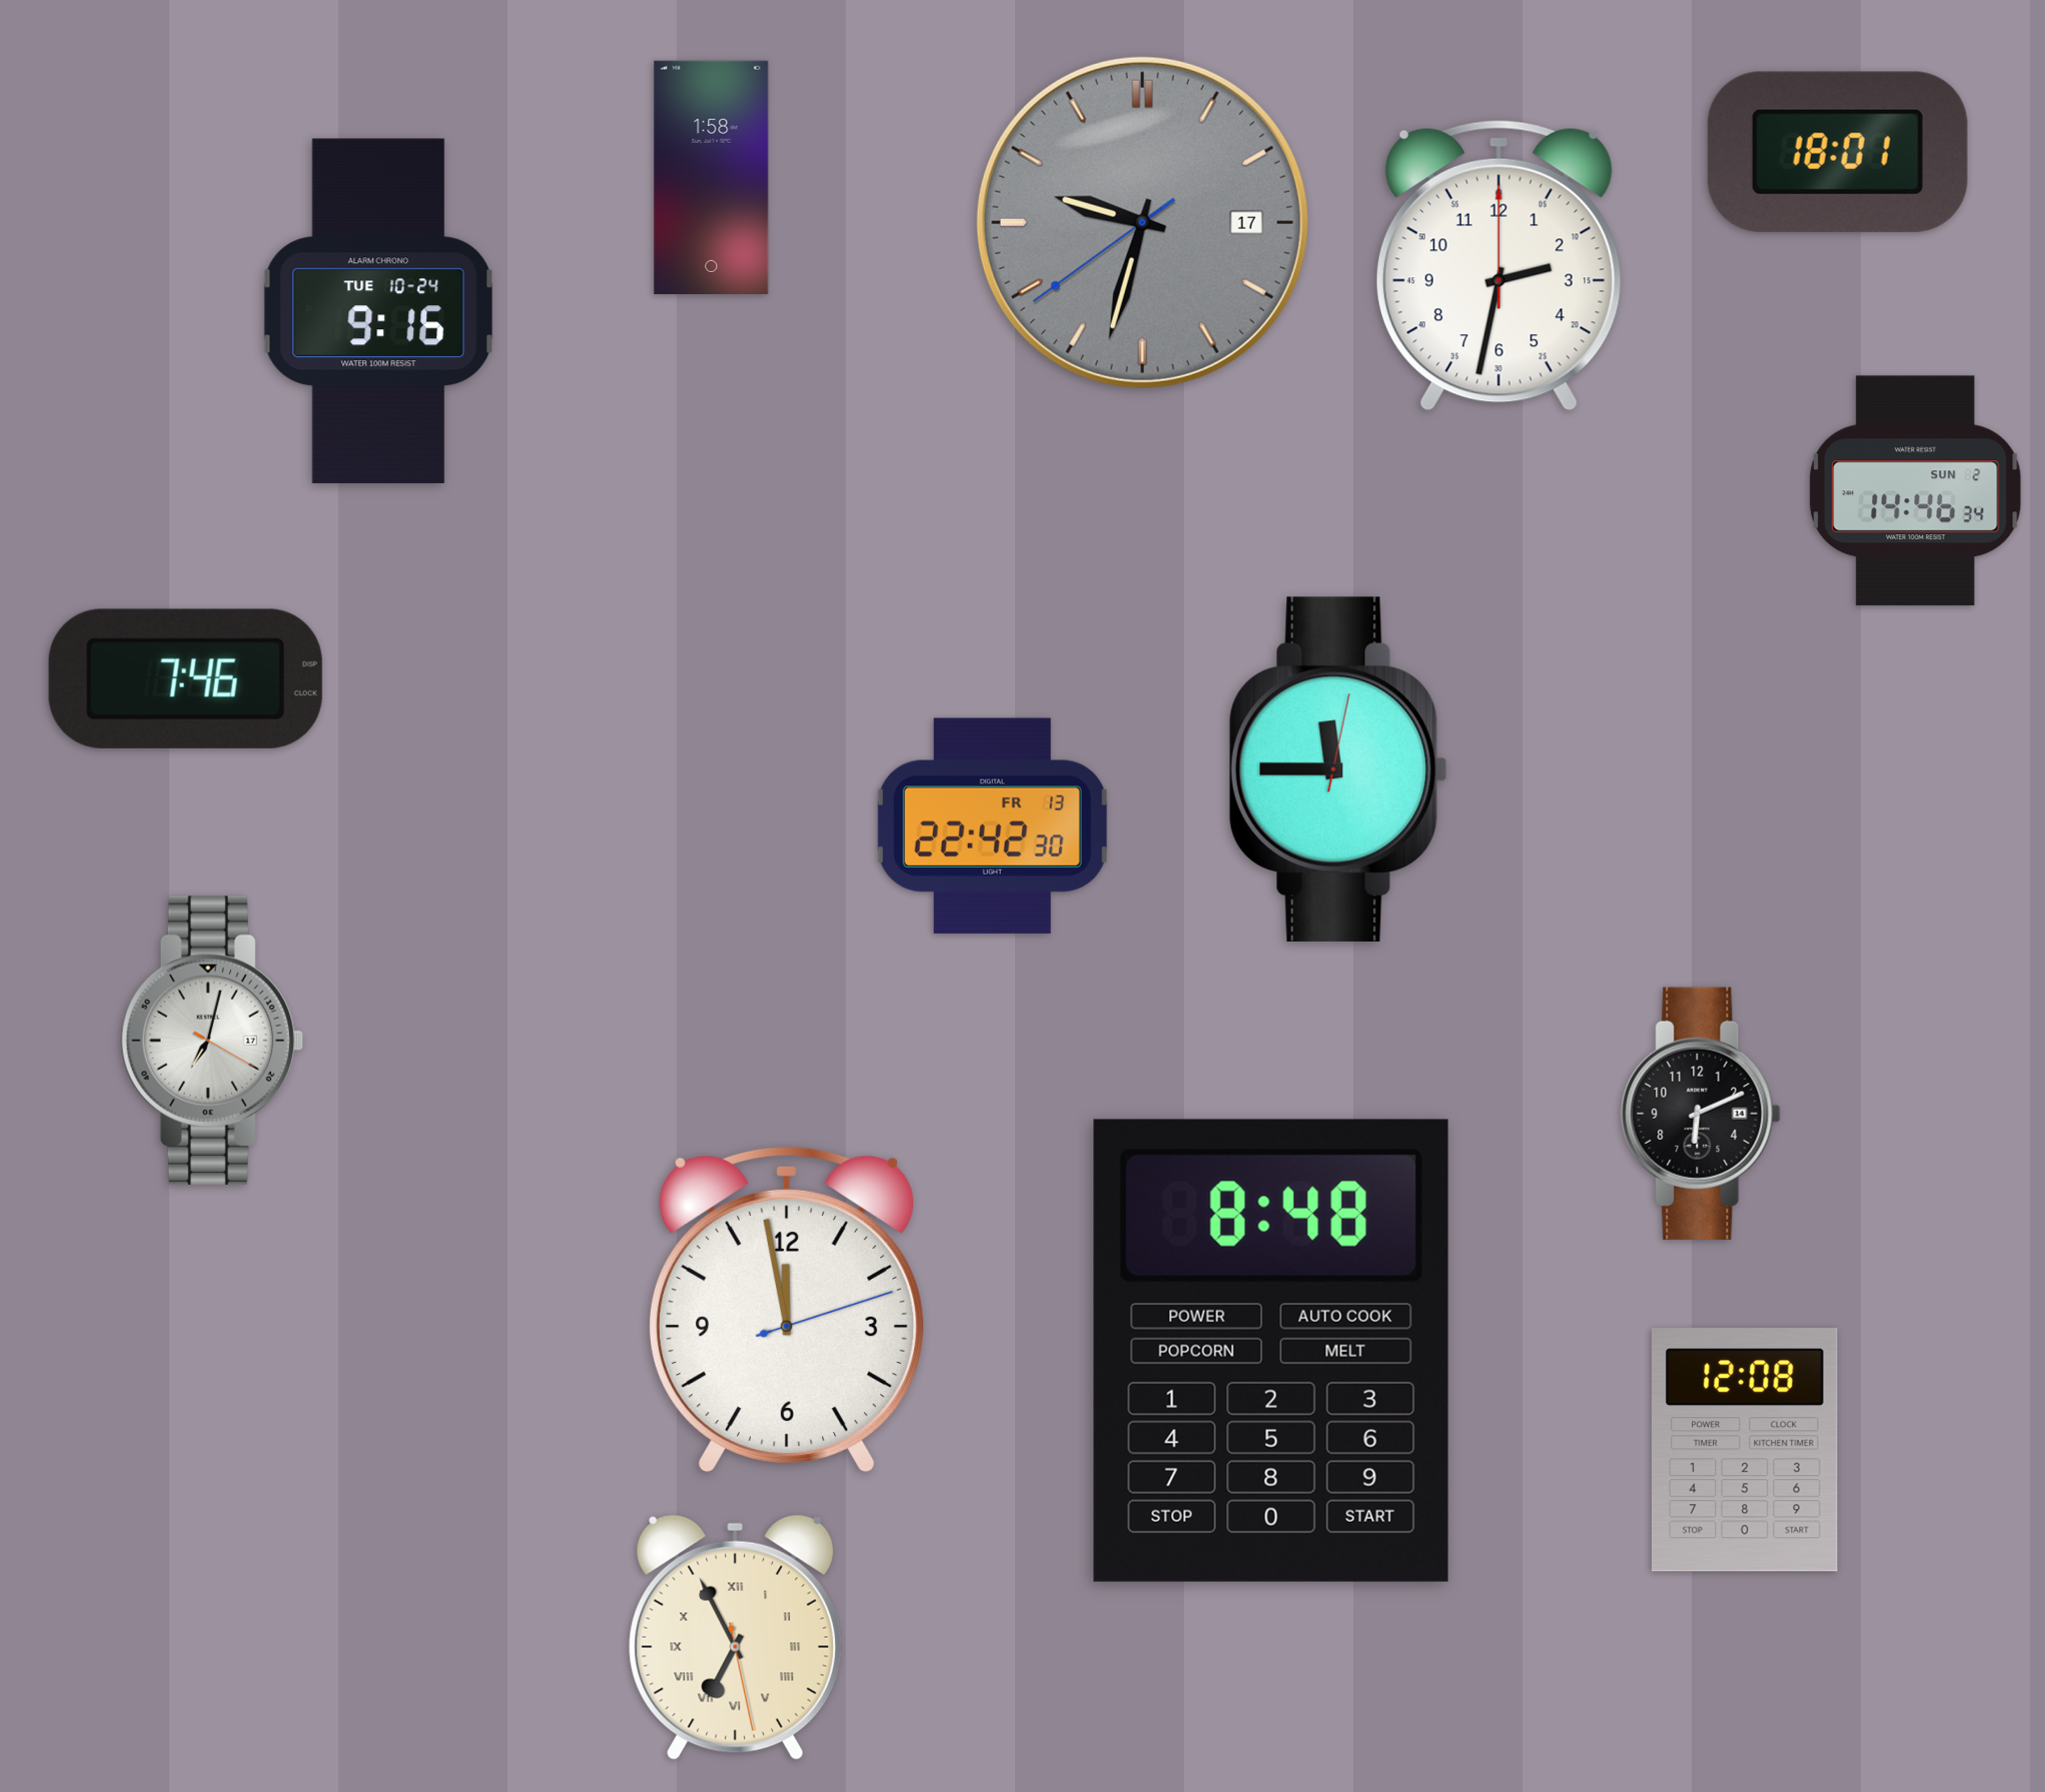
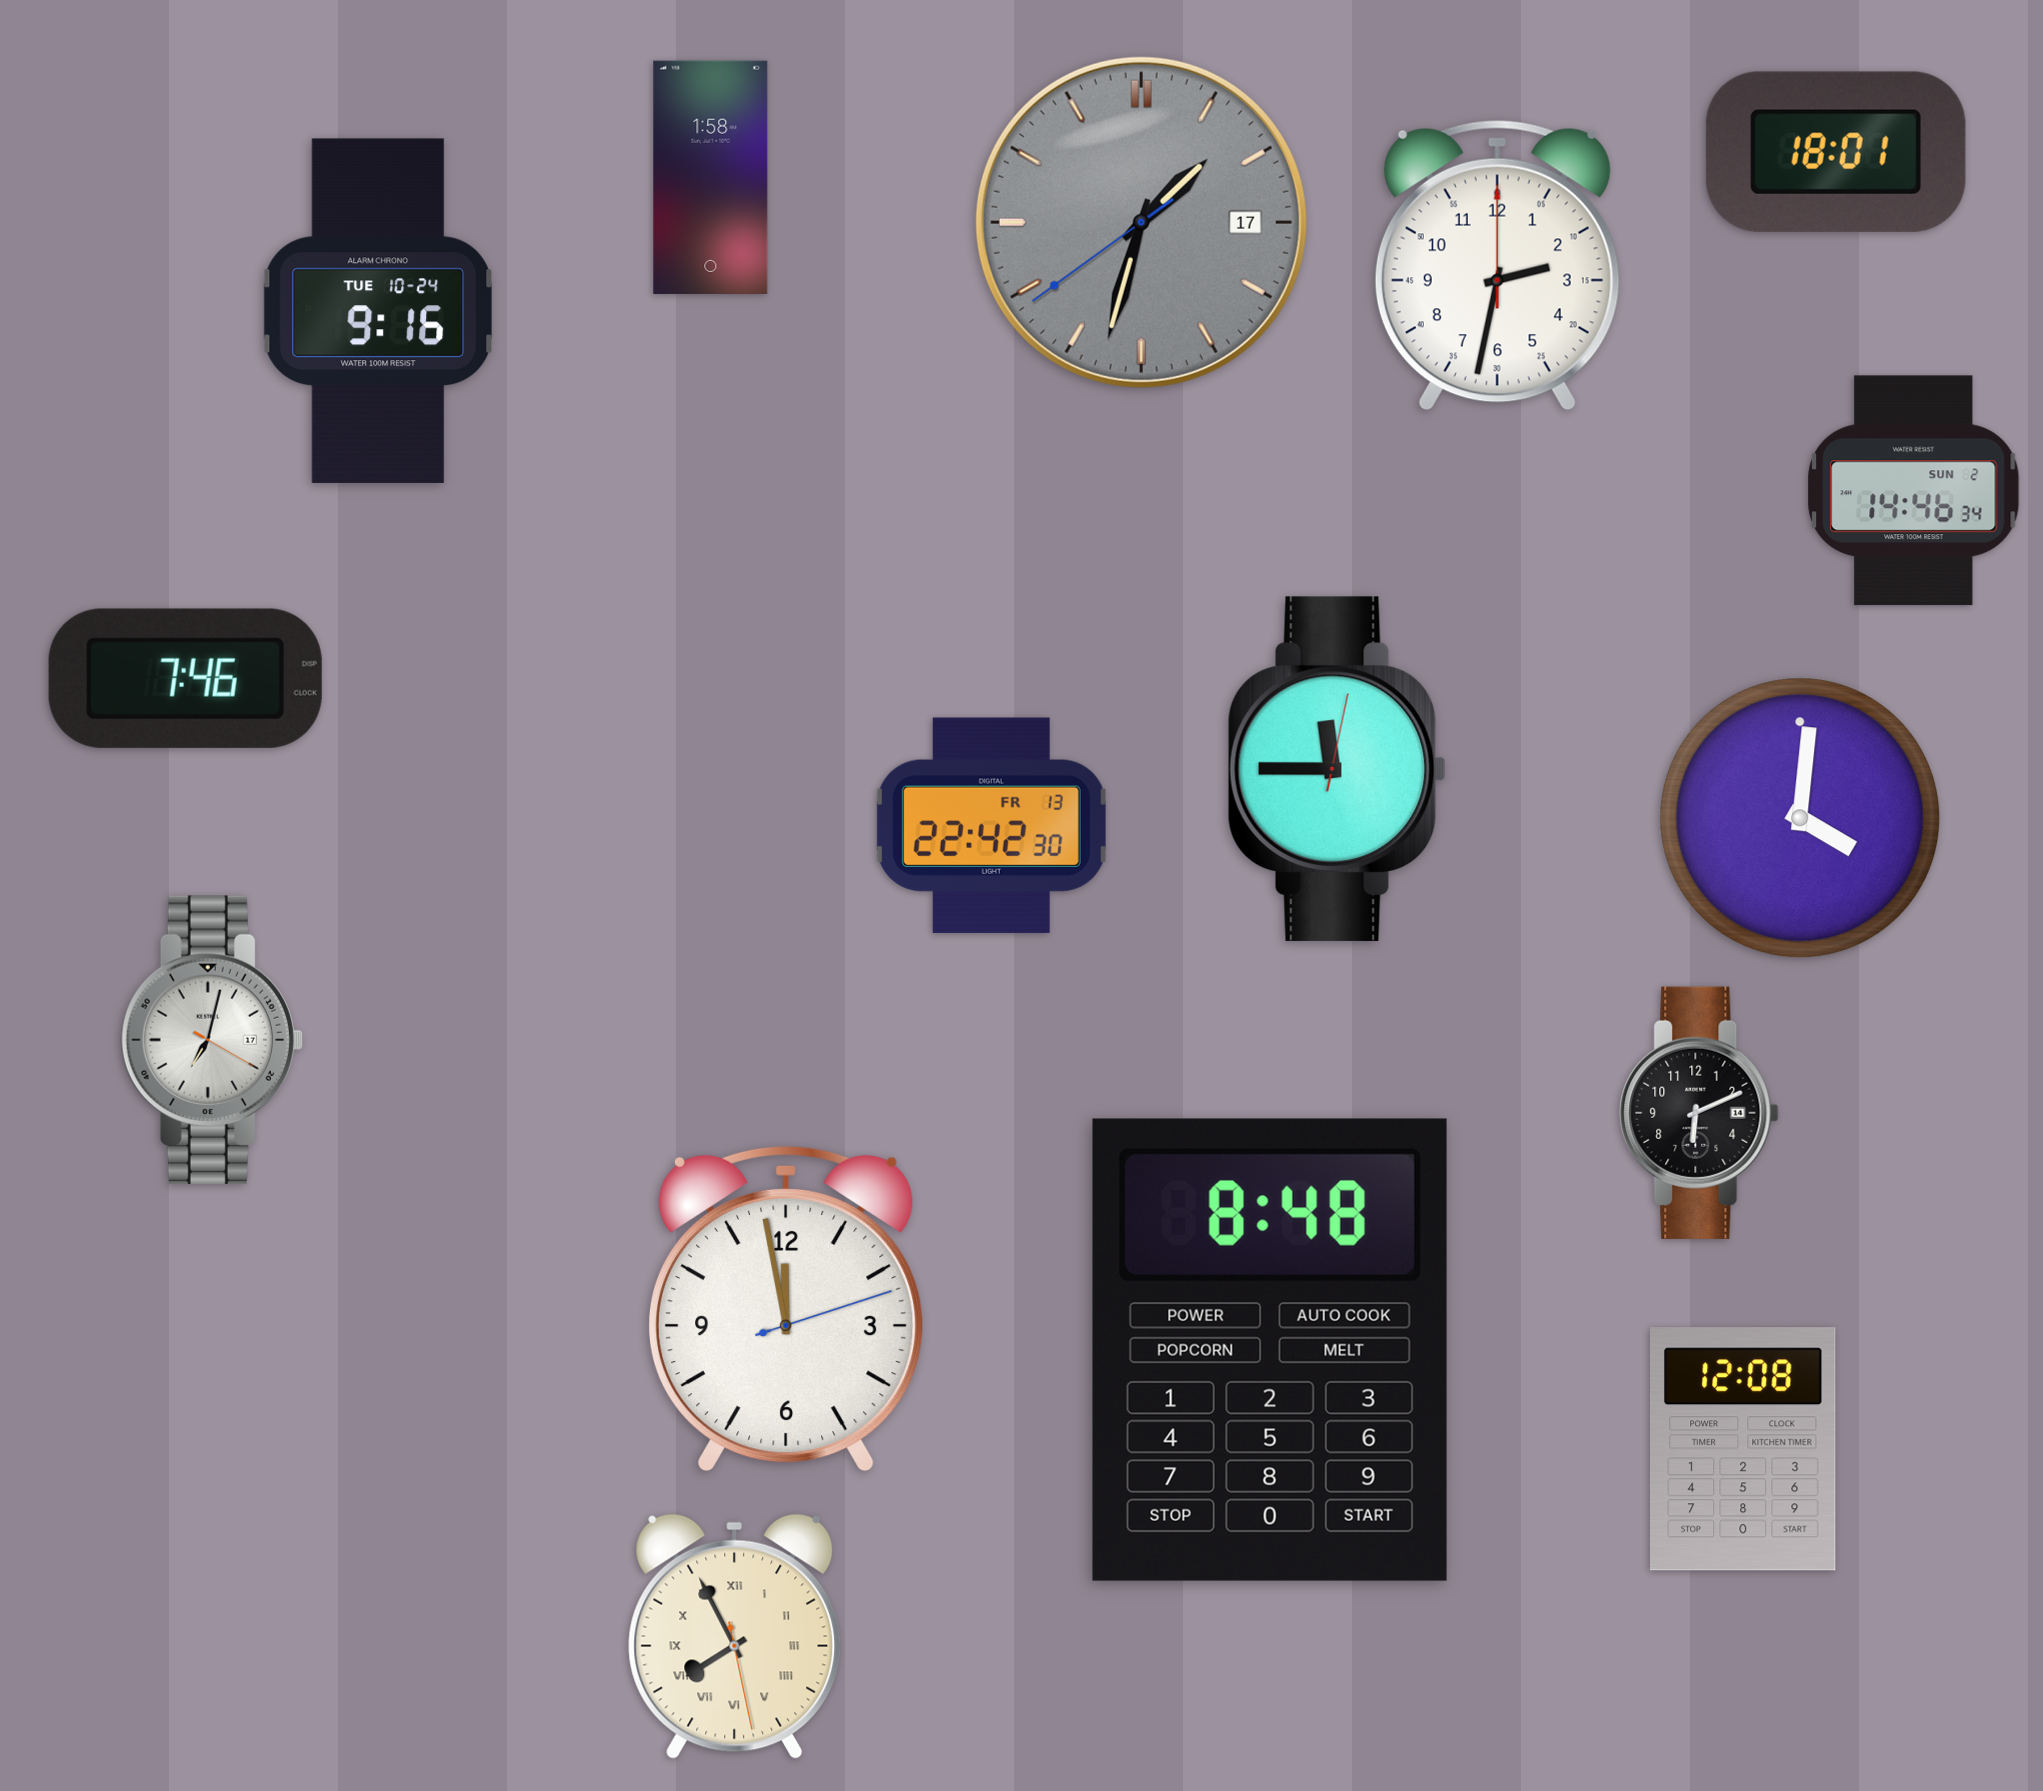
clock at (1142, 222): 9:32 -> 1:32
clock at (1800, 818): none -> 4:01
clock at (736, 1637): 6:55 -> 7:55
